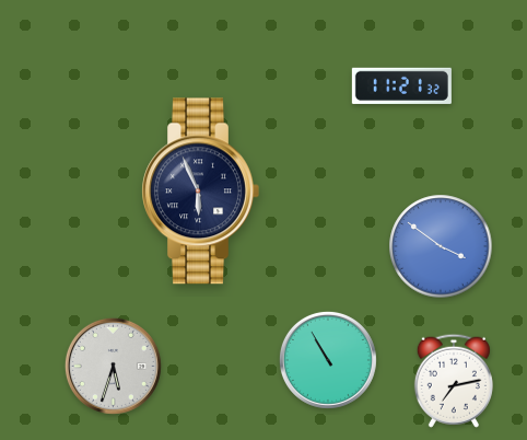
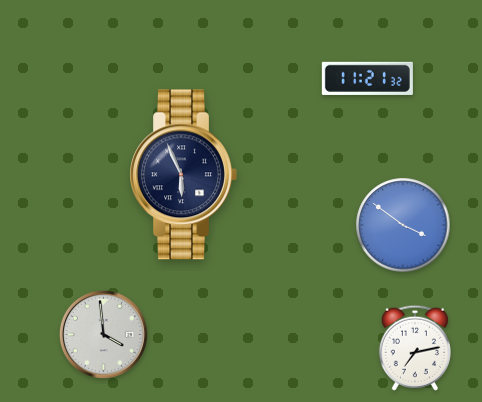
clock at (328, 360): 10:55 -> none
clock at (113, 366): 5:33 -> 3:59
